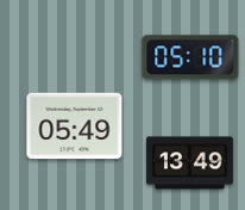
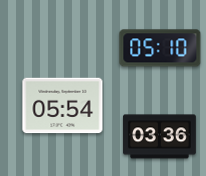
clock at (75, 126): 05:49 -> 05:54
clock at (190, 163): 13:49 -> 03:36
